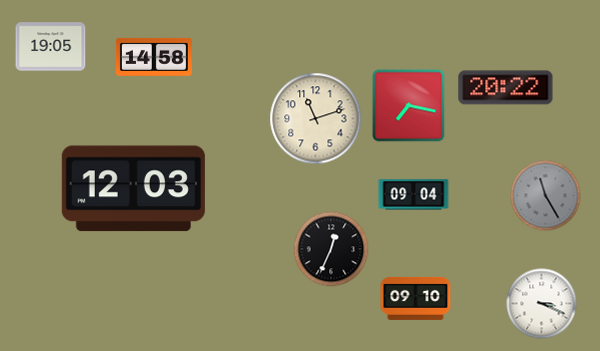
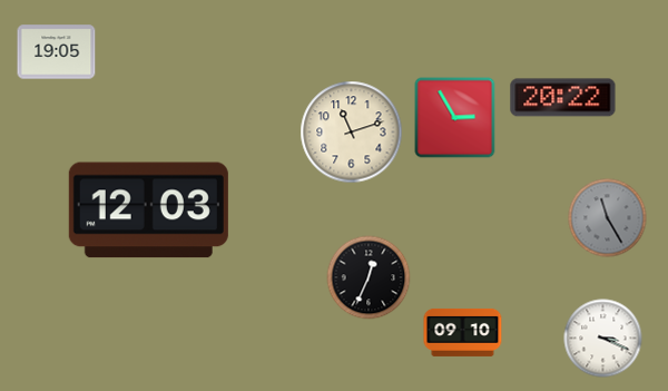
clock at (154, 57): 14:58 -> none
clock at (409, 106): 7:17 -> 2:55
clock at (414, 195): 09:04 -> none
